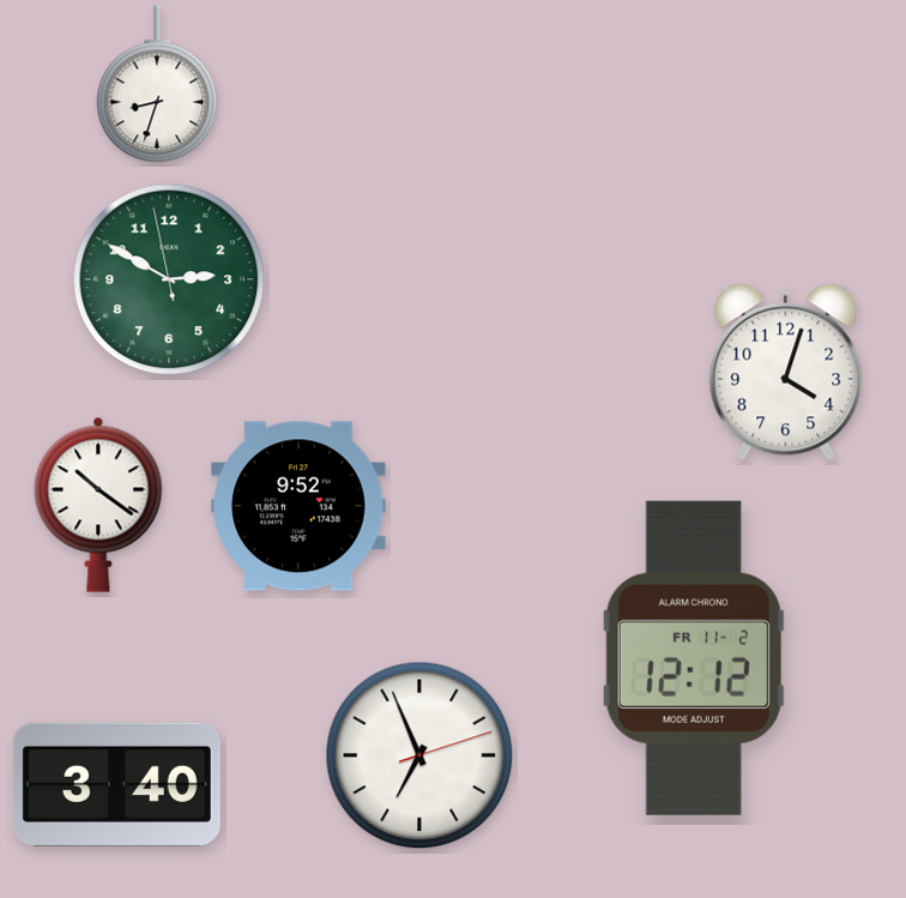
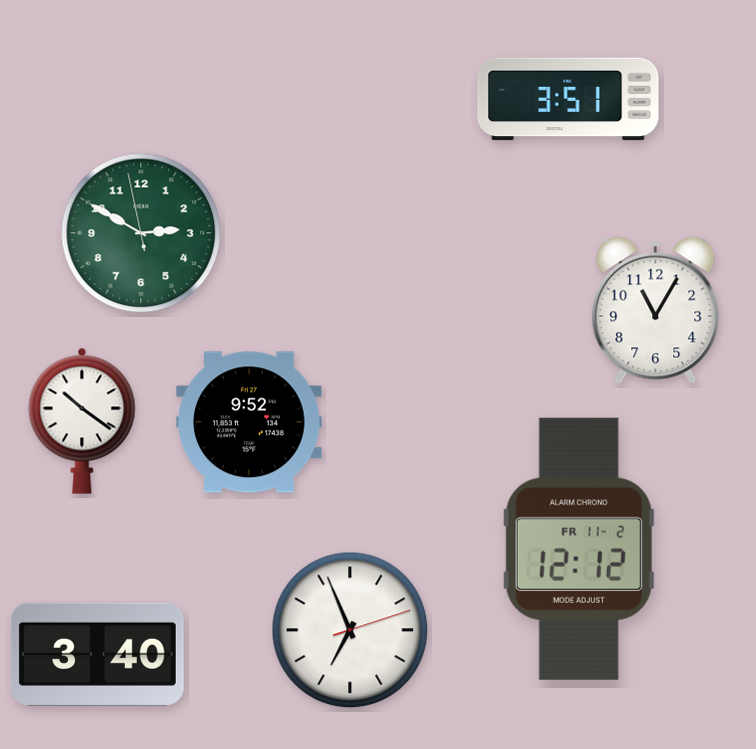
clock at (157, 84): 8:33 -> none
clock at (568, 99): none -> 3:51
clock at (786, 373): 4:03 -> 11:05
